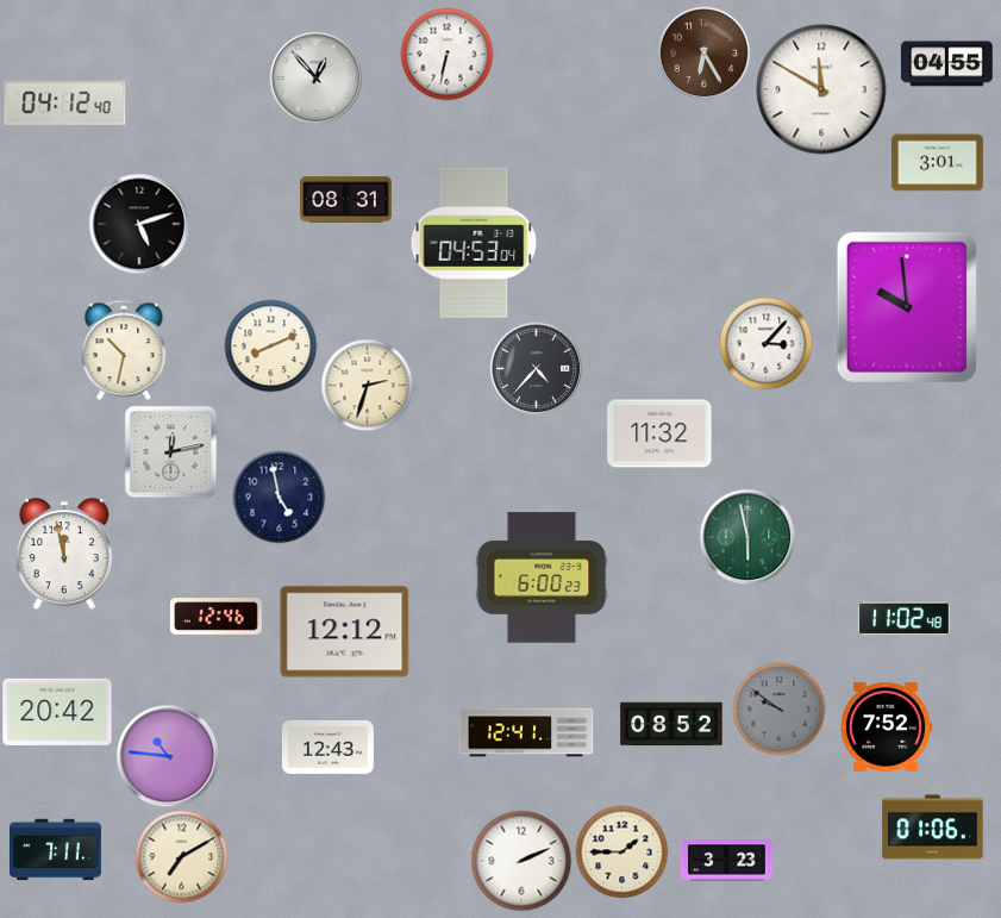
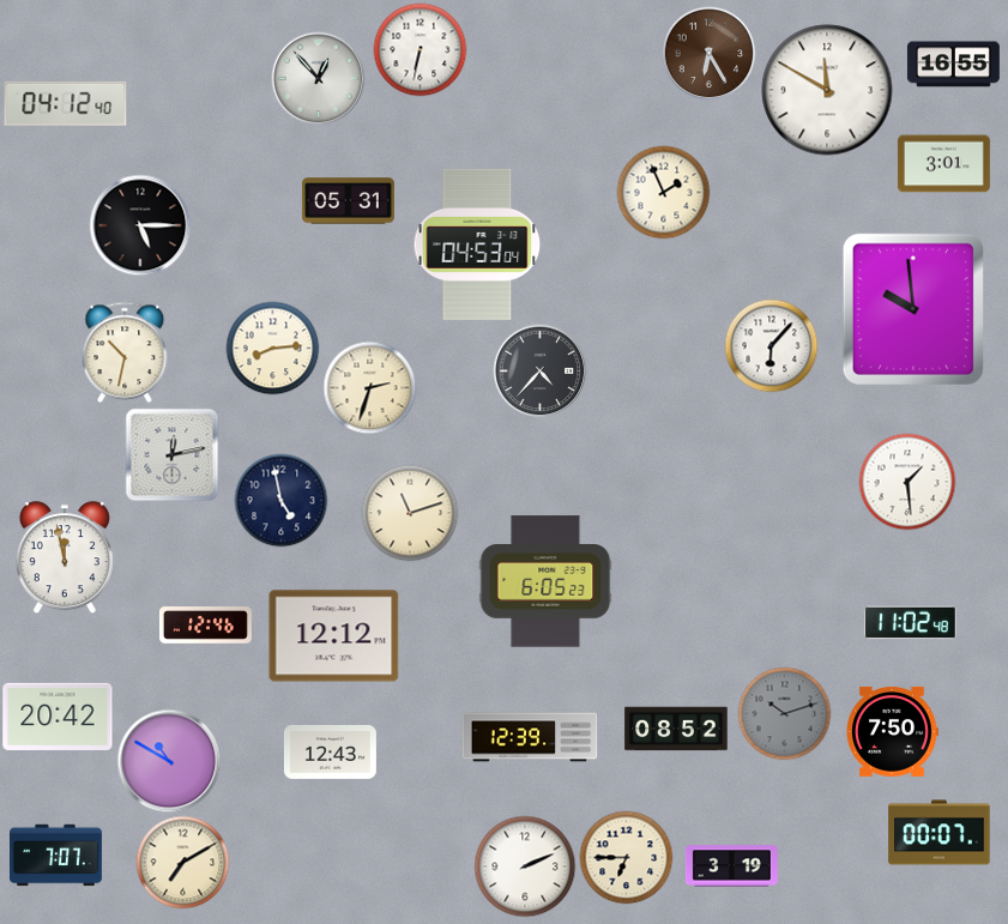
clock at (446, 54) position: (446, 54) -> (420, 49)
clock at (946, 64): 04:55 -> 16:55
clock at (663, 192): none -> 1:56
clock at (345, 200): 08:31 -> 05:31
clock at (139, 224): 5:12 -> 5:15
clock at (765, 343): 3:07 -> 6:07
clock at (270, 345): 8:11 -> 8:14
clock at (659, 433): 11:32 -> none
clock at (907, 482): none -> 1:29
clock at (410, 513): none -> 11:12
clock at (747, 537): 5:58 -> none
clock at (542, 577): 6:00 -> 6:05
clock at (215, 617) position: (215, 617) -> (205, 626)
clock at (345, 632) position: (345, 632) -> (334, 636)
clock at (778, 708): 9:51 -> 10:12
clock at (886, 726): 7:52 -> 7:50
clock at (526, 732): 12:41 -> 12:39
clock at (168, 756): 10:46 -> 10:50
clock at (933, 828): 01:06 -> 00:07
clock at (55, 850): 7:11 -> 7:07
clock at (621, 851): 1:45 -> 6:45
clock at (726, 861): 3:23 -> 3:19
